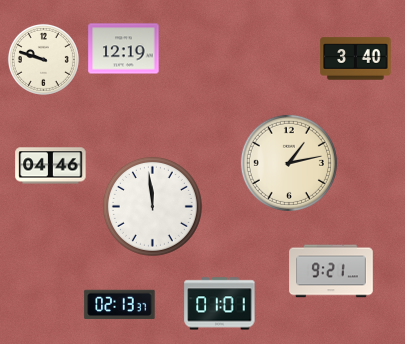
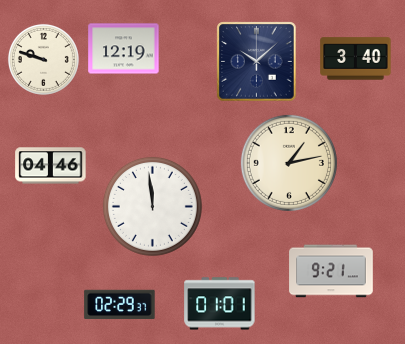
clock at (257, 62): none -> 10:08
clock at (120, 305): 02:13 -> 02:29
